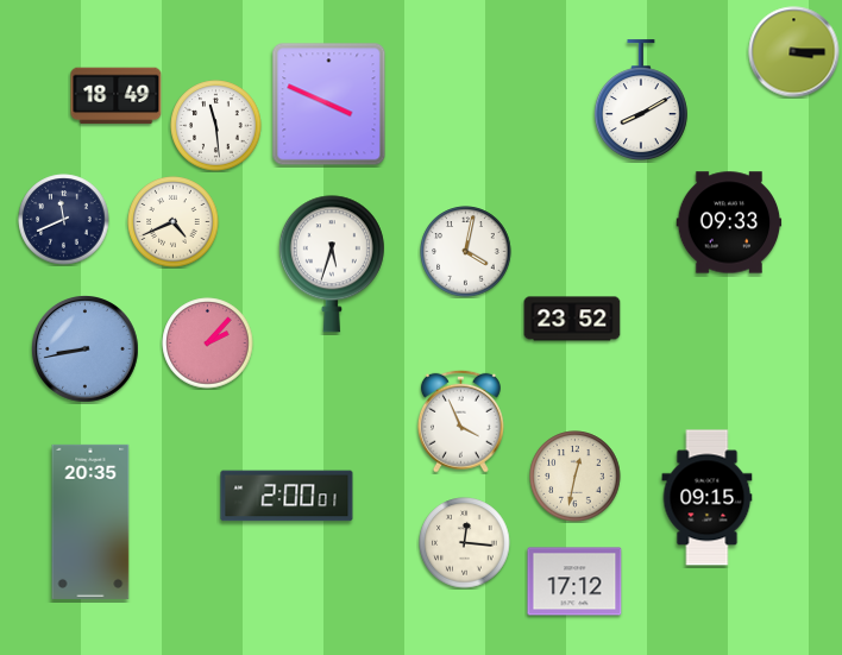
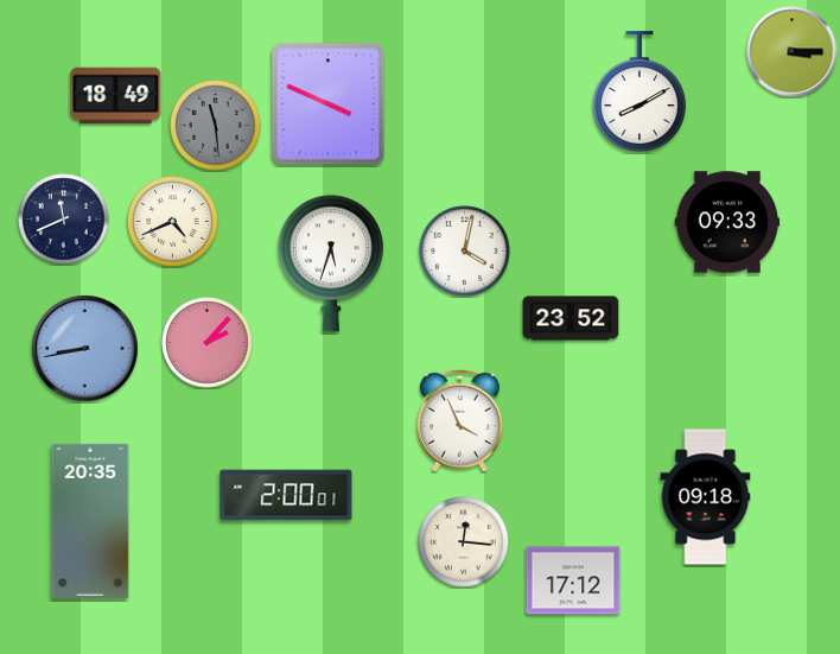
clock at (641, 100) position: (641, 100) -> (639, 91)
clock at (216, 126) dial: white -> grey
clock at (576, 477): 12:32 -> none
clock at (708, 498): 09:15 -> 09:18
